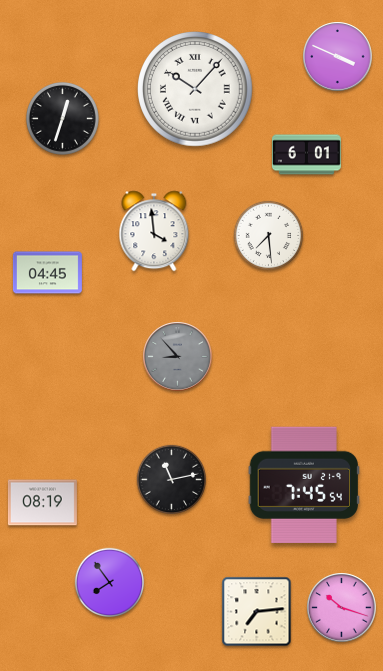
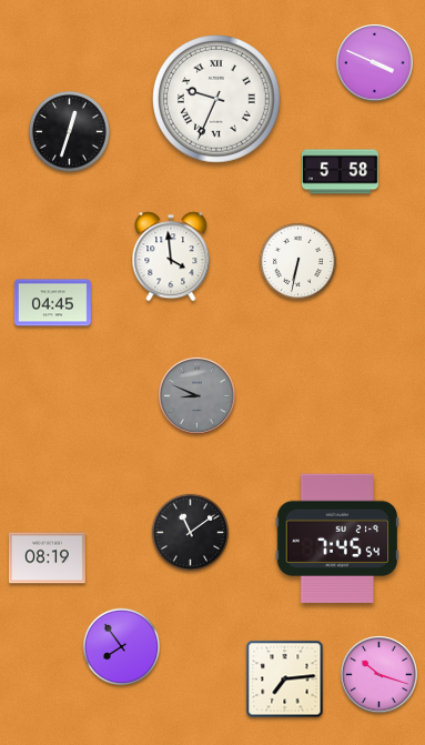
clock at (196, 90): 10:07 -> 9:34
clock at (306, 155): 6:01 -> 5:58
clock at (269, 236): 7:29 -> 6:32
clock at (178, 357): 8:53 -> 8:49
clock at (172, 480): 11:13 -> 11:09
